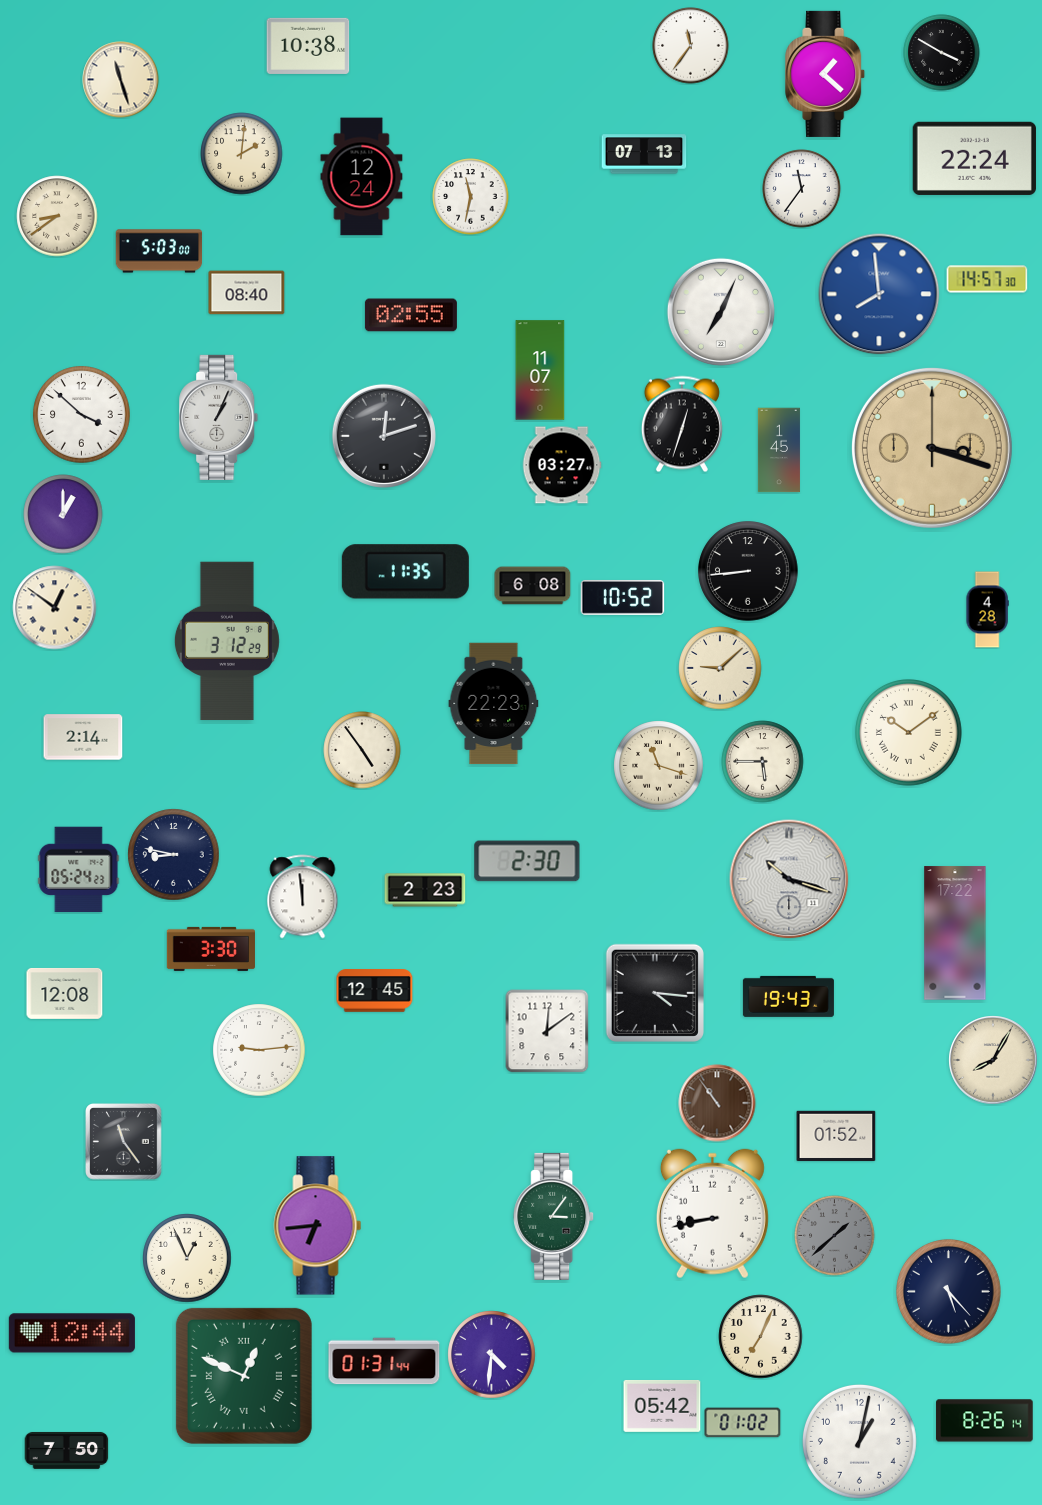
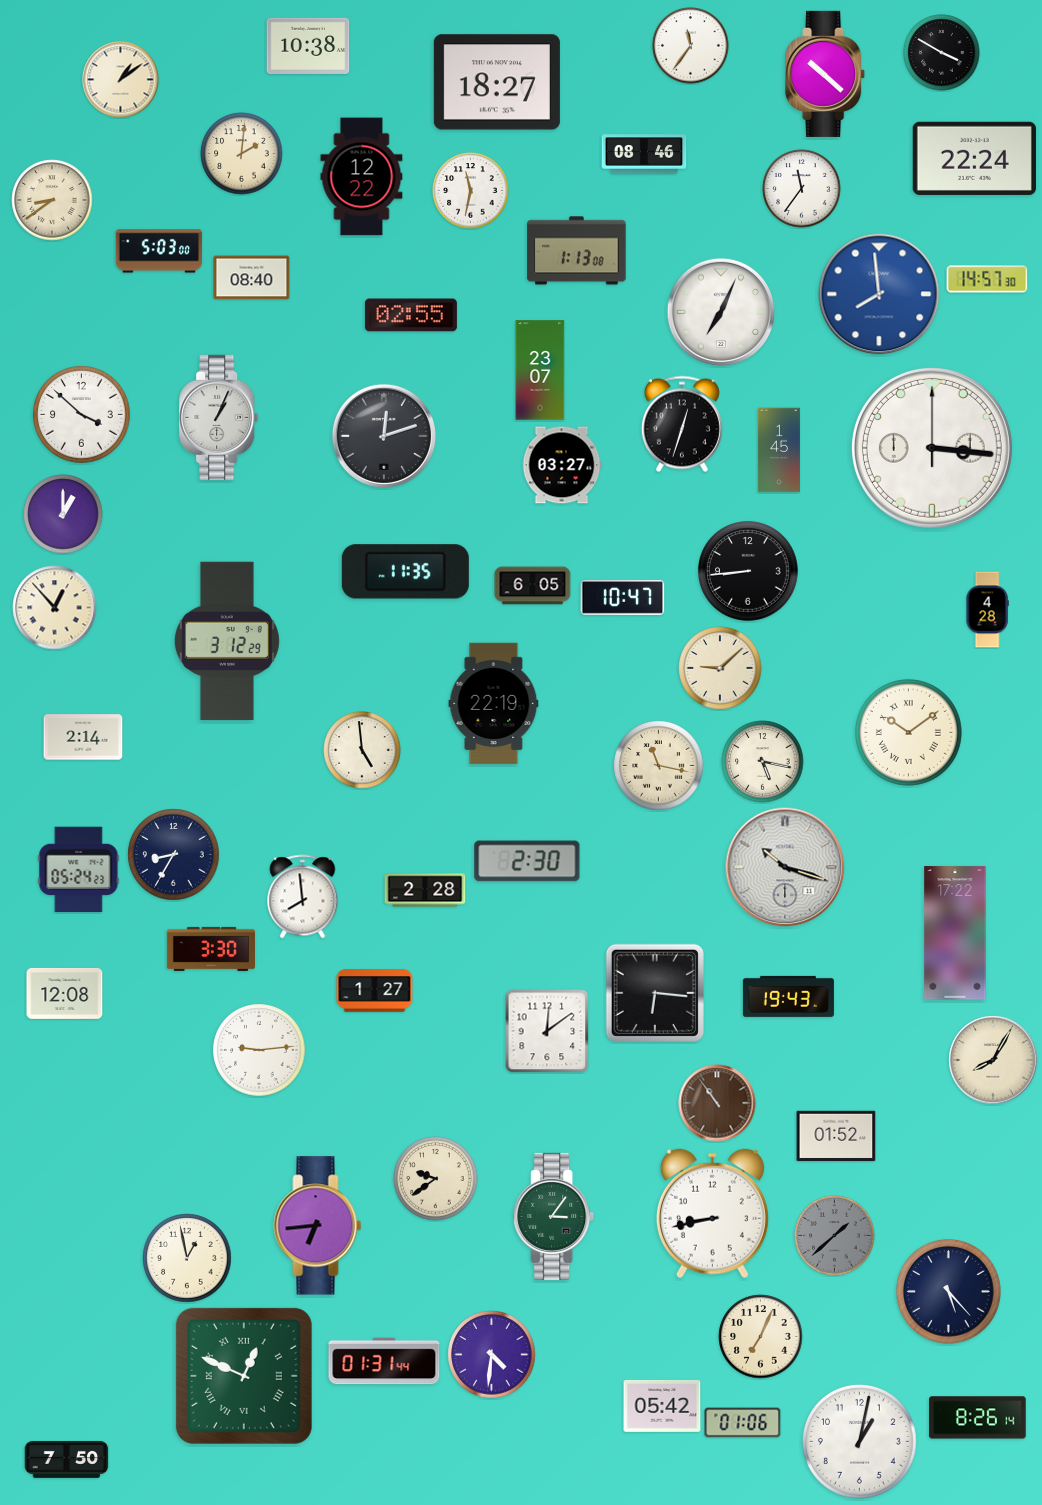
clock at (826, 74): 1:22 -> 10:22
clock at (121, 80): 11:27 -> 1:09
clock at (497, 82): none -> 18:27
clock at (644, 154): 07:13 -> 08:46
clock at (362, 177): 12:24 -> 12:22
clock at (471, 197) position: (471, 197) -> (471, 191)
clock at (57, 216) position: (57, 216) -> (52, 200)
clock at (577, 251): none -> 1:13
clock at (247, 293) position: (247, 293) -> (252, 278)
clock at (540, 370): 11:07 -> 23:07
clock at (932, 448): 3:18 -> 3:16
clock at (932, 448) dial: champagne -> white
clock at (533, 586): 6:08 -> 6:05
clock at (623, 597): 10:52 -> 10:47
clock at (55, 608): 12:51 -> 12:53
clock at (494, 704): 22:23 -> 22:19
clock at (362, 750): 4:54 -> 4:59
clock at (763, 762): 5:45 -> 5:17
clock at (659, 766): 11:18 -> 11:17
clock at (174, 855): 8:47 -> 8:35
clock at (789, 879) position: (789, 879) -> (785, 867)
clock at (425, 890): 2:23 -> 2:28
clock at (303, 897): 11:59 -> 7:59
clock at (375, 991): 12:45 -> 1:27
clock at (655, 993): 4:16 -> 6:16
clock at (124, 1142): 11:24 -> none
clock at (436, 1179): none -> 9:39
clock at (187, 1258): 12:56 -> 12:58
clock at (72, 1333): 12:44 -> none
clock at (985, 1421) position: (985, 1421) -> (978, 1418)
clock at (743, 1423): 01:02 -> 01:06
clock at (67, 1451) position: (67, 1451) -> (67, 1460)
